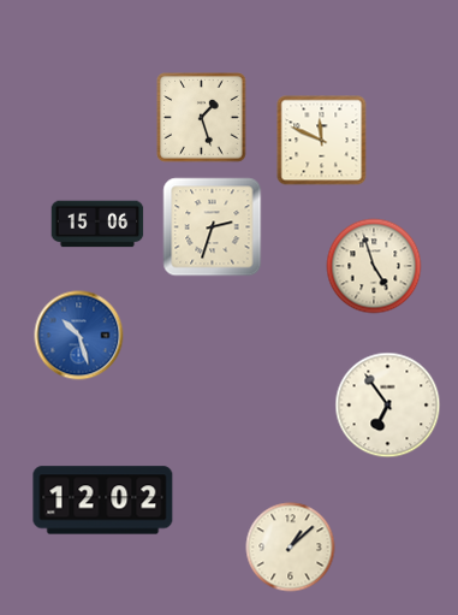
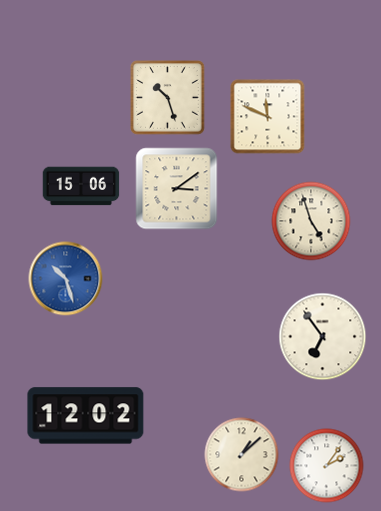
clock at (202, 118): 1:27 -> 10:27
clock at (213, 227): 2:33 -> 3:09
clock at (327, 466): none -> 2:06
